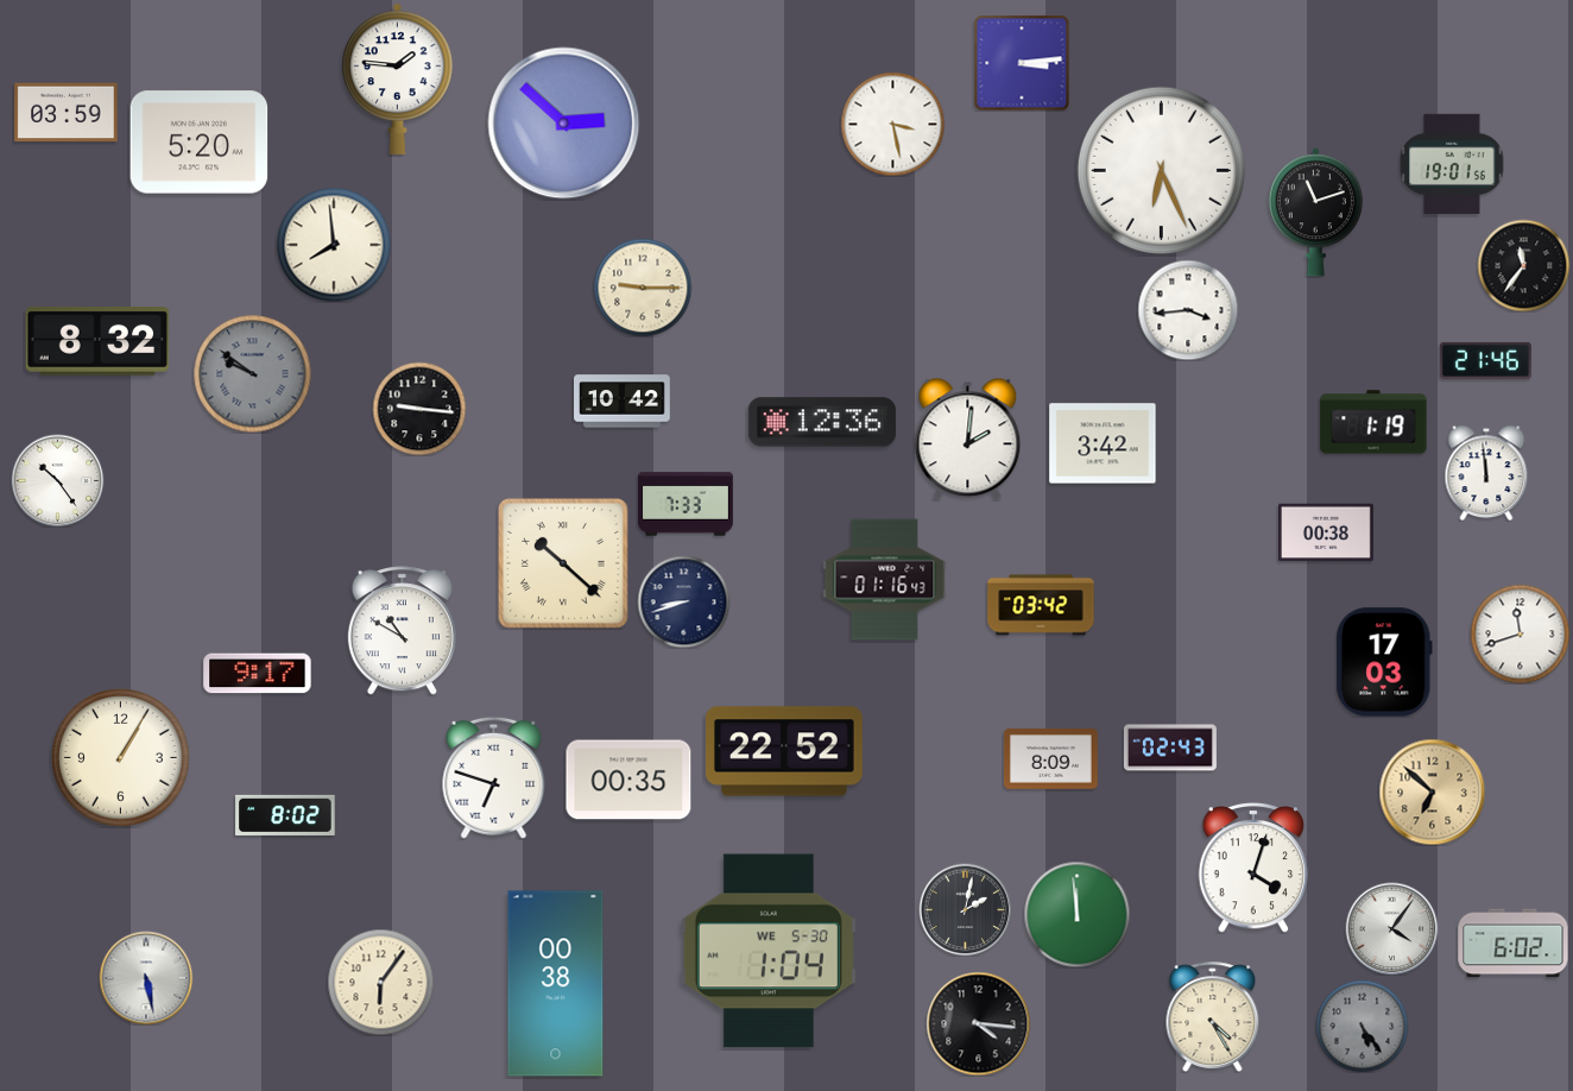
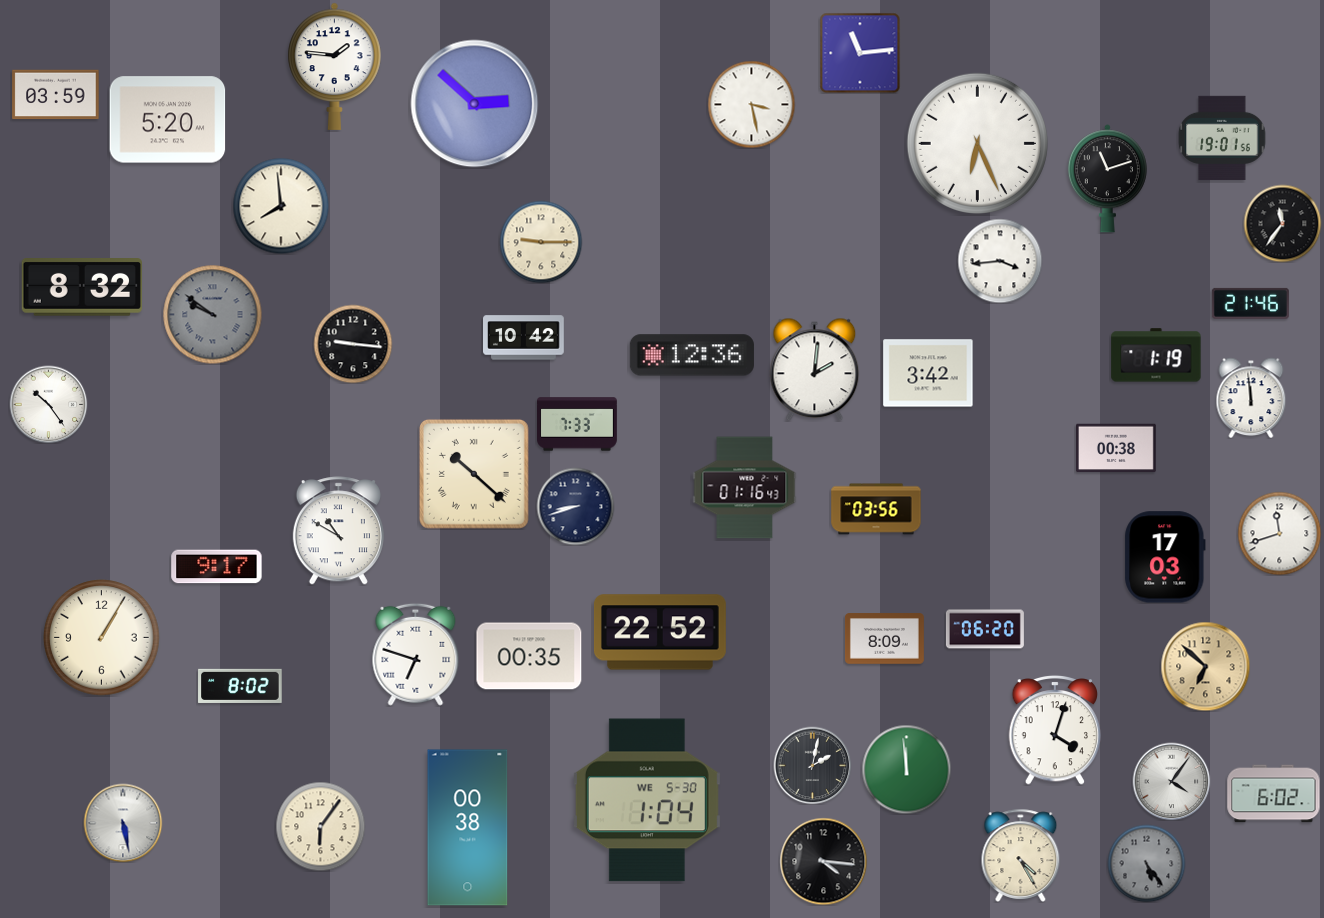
clock at (1022, 63): 3:14 -> 11:14
clock at (1041, 605): 03:42 -> 03:56
clock at (1170, 748): 02:43 -> 06:20
